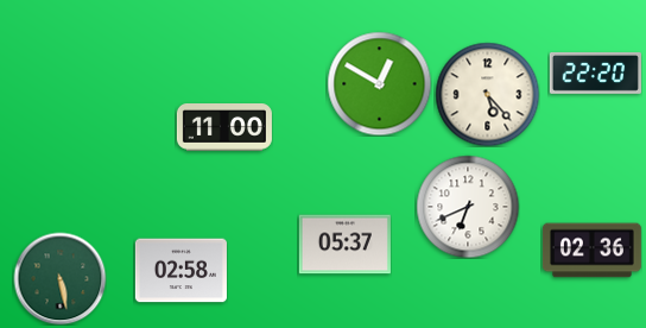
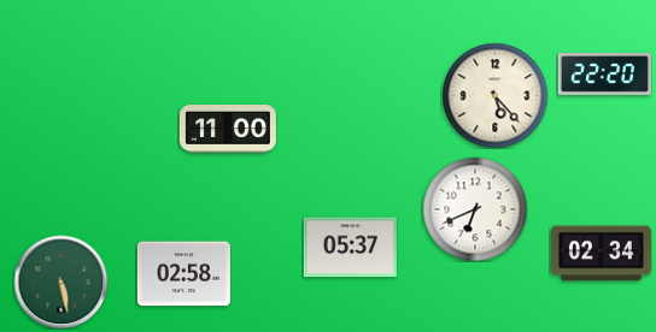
clock at (379, 83): 12:50 -> none
clock at (591, 251): 02:36 -> 02:34
